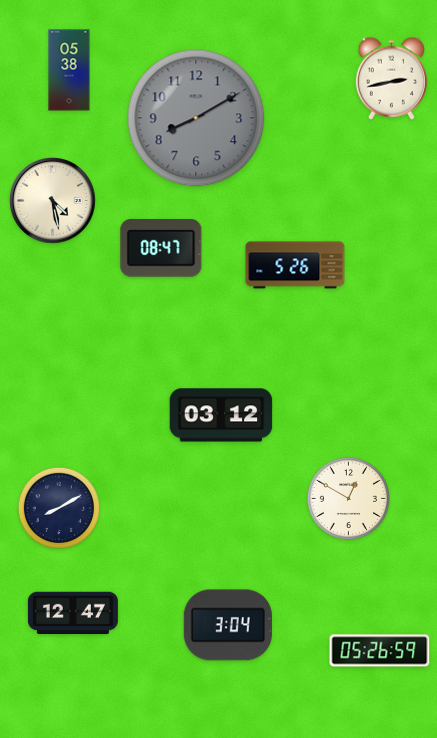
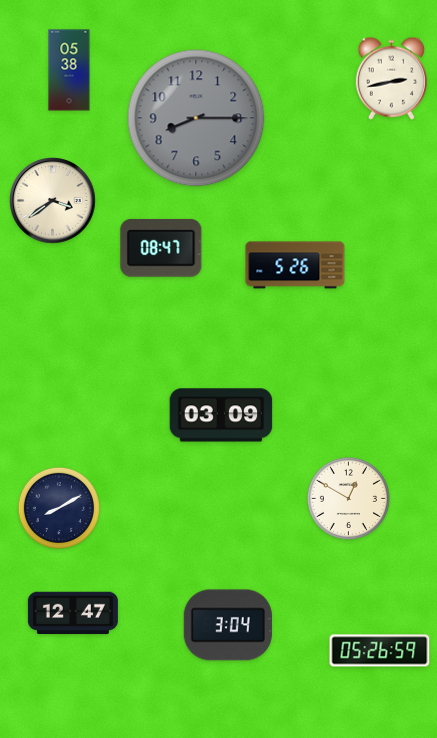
clock at (196, 118): 8:10 -> 8:15
clock at (53, 201): 4:28 -> 3:39
clock at (221, 415): 03:12 -> 03:09
